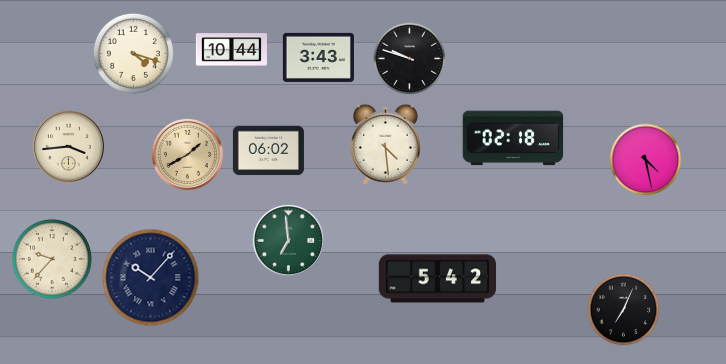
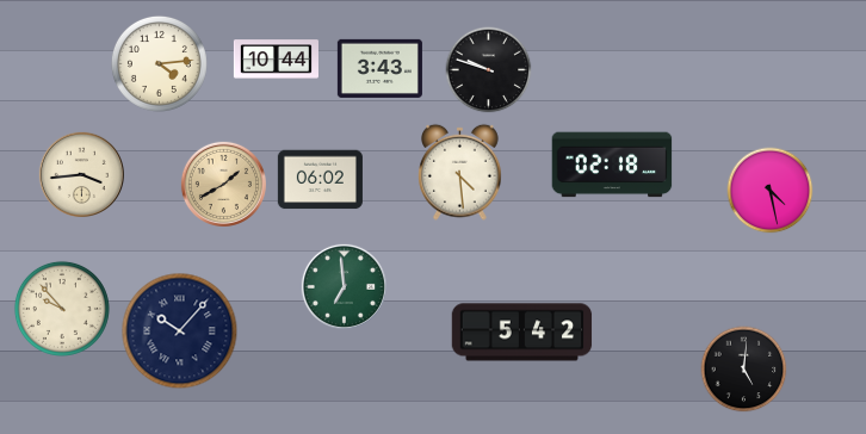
clock at (133, 53): 4:18 -> 4:14
clock at (52, 259): 9:37 -> 9:53
clock at (624, 310): 7:04 -> 5:01
